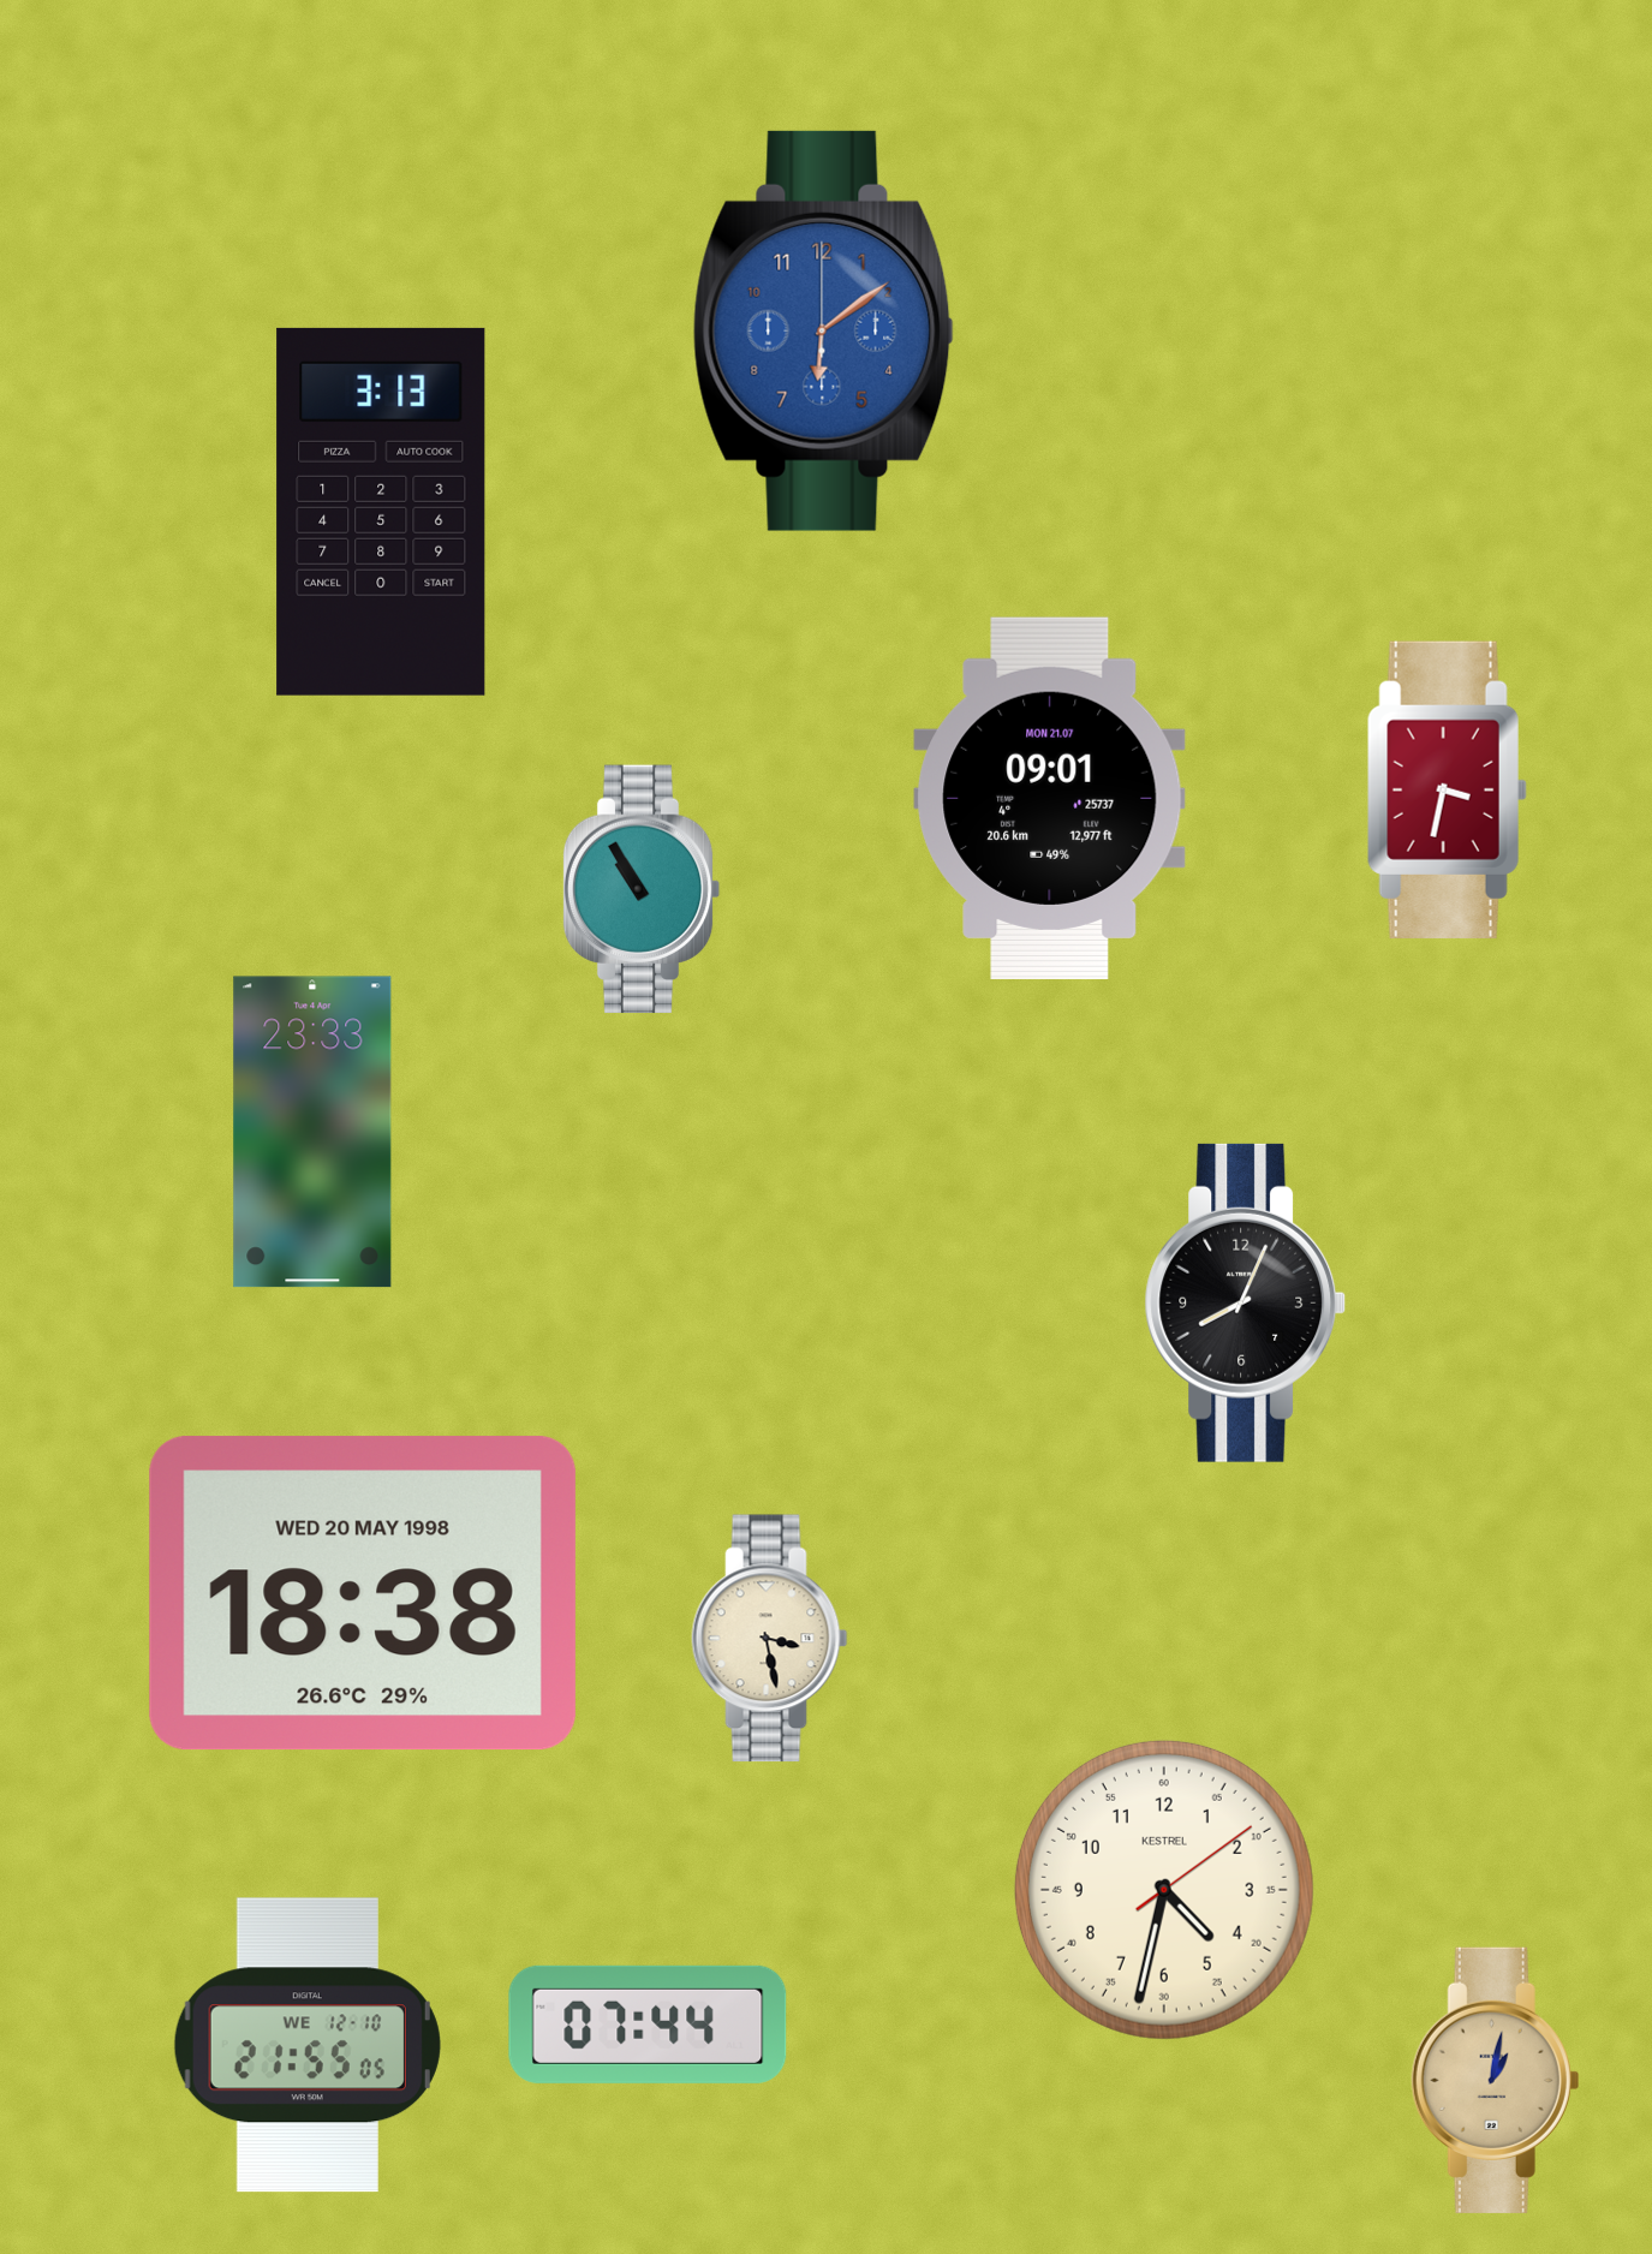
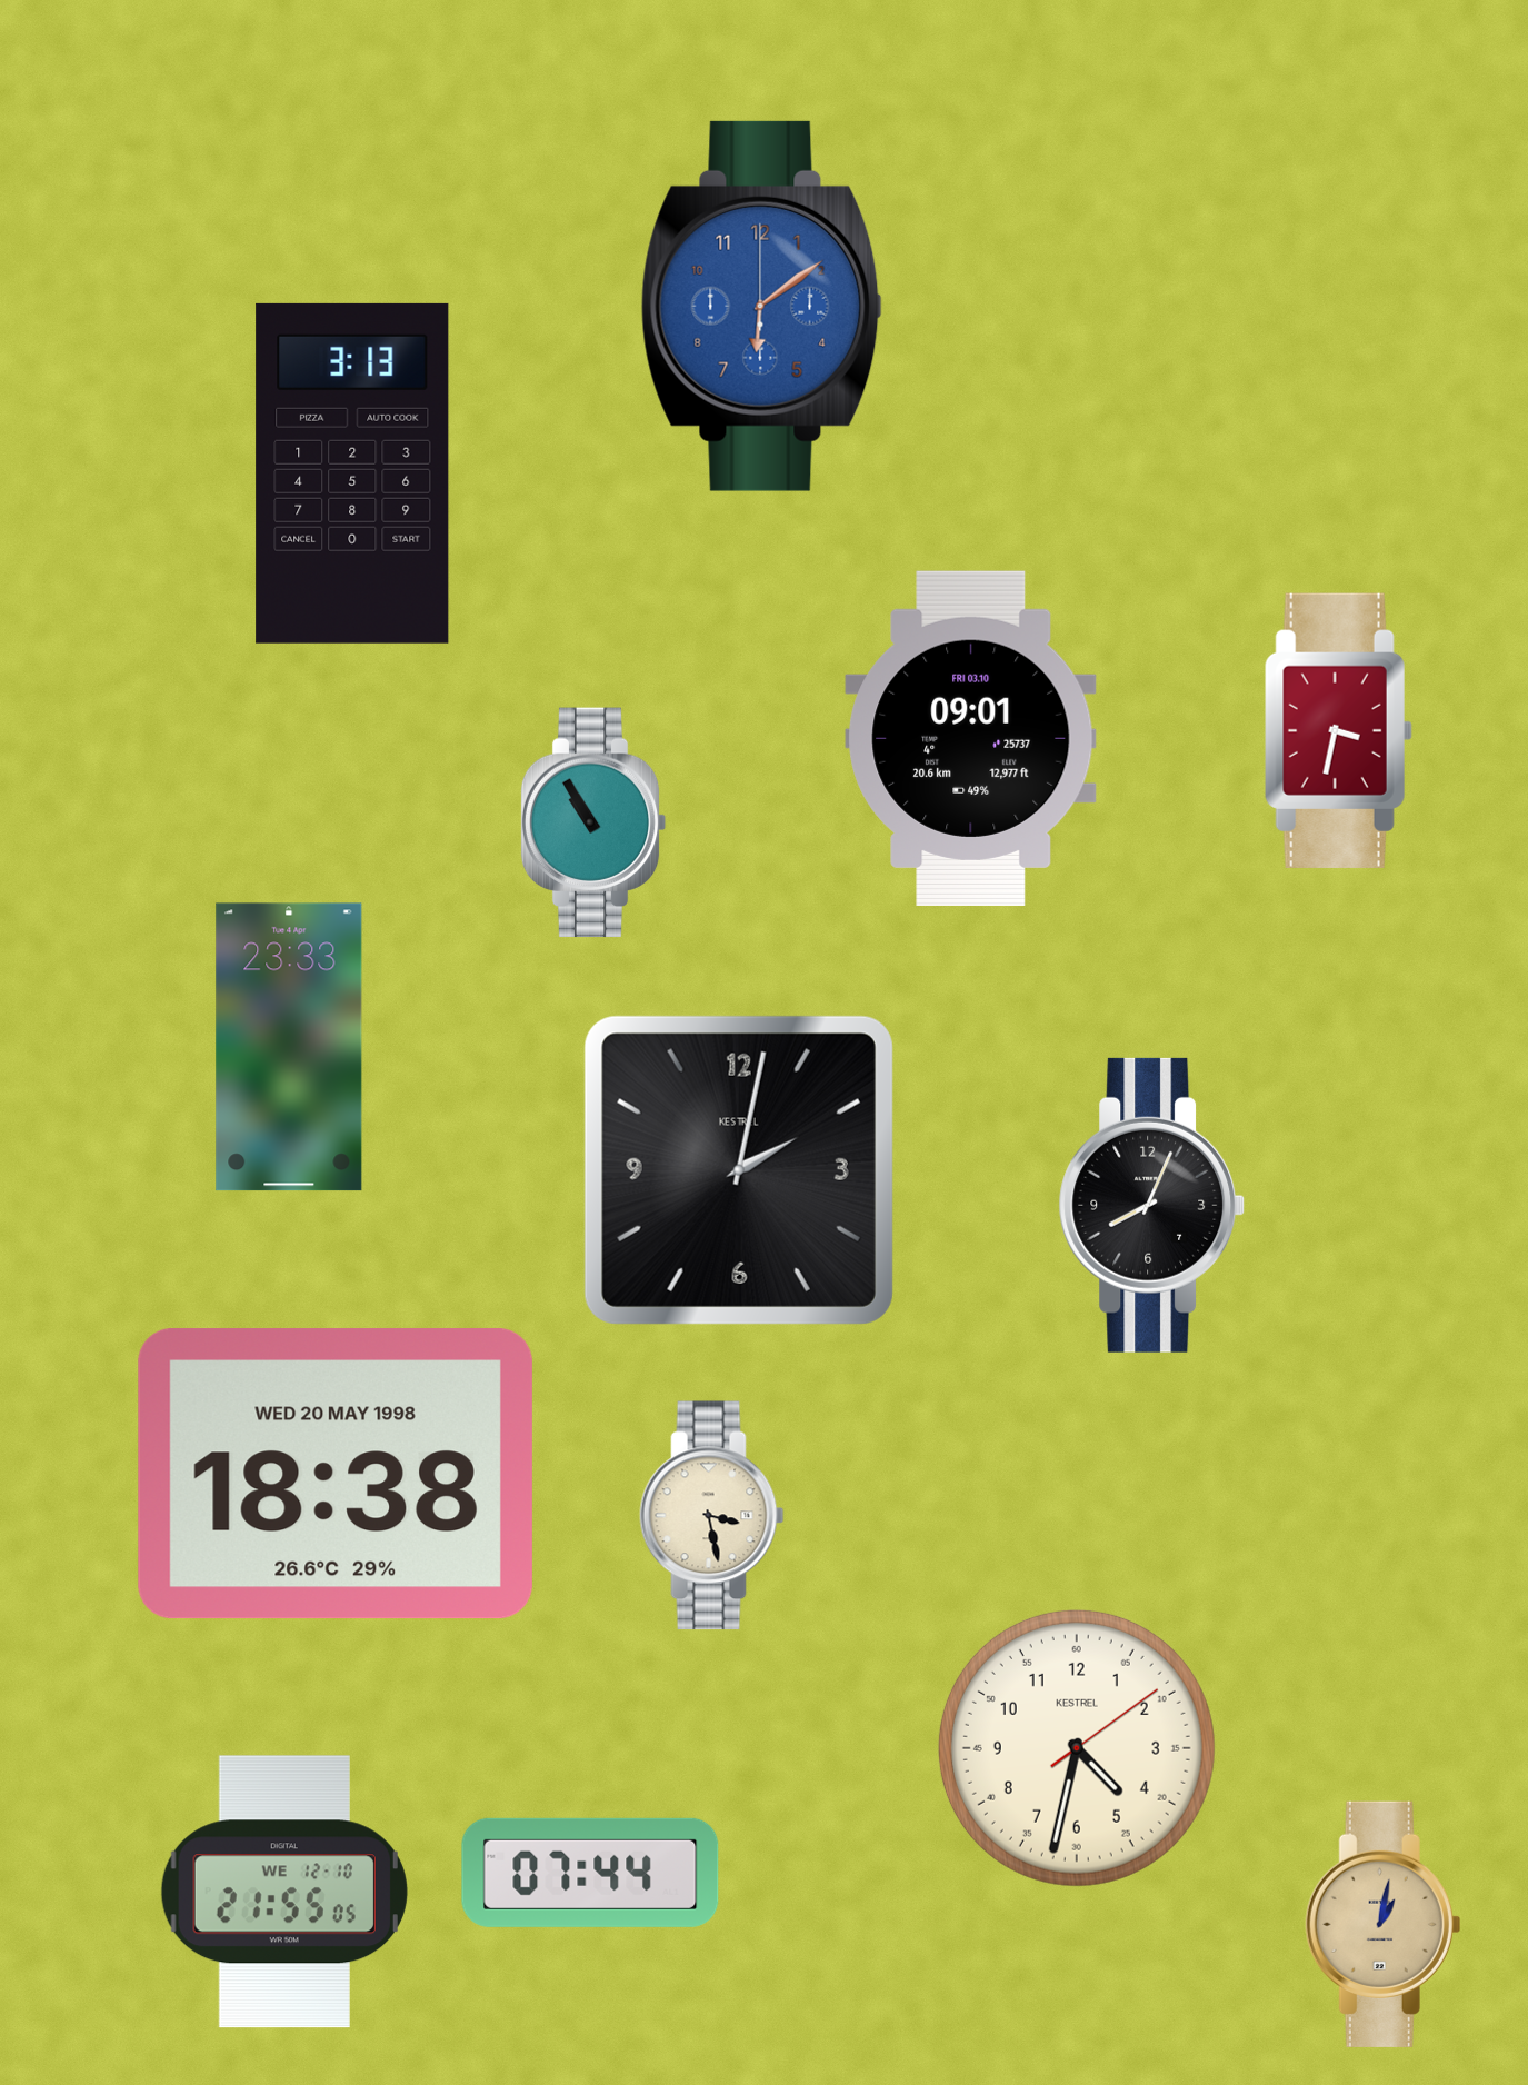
clock at (1050, 798) date: MON 21.07 -> FRI 03.10
clock at (739, 1170): none -> 2:02
clock at (648, 2025) position: (648, 2025) -> (590, 1873)
